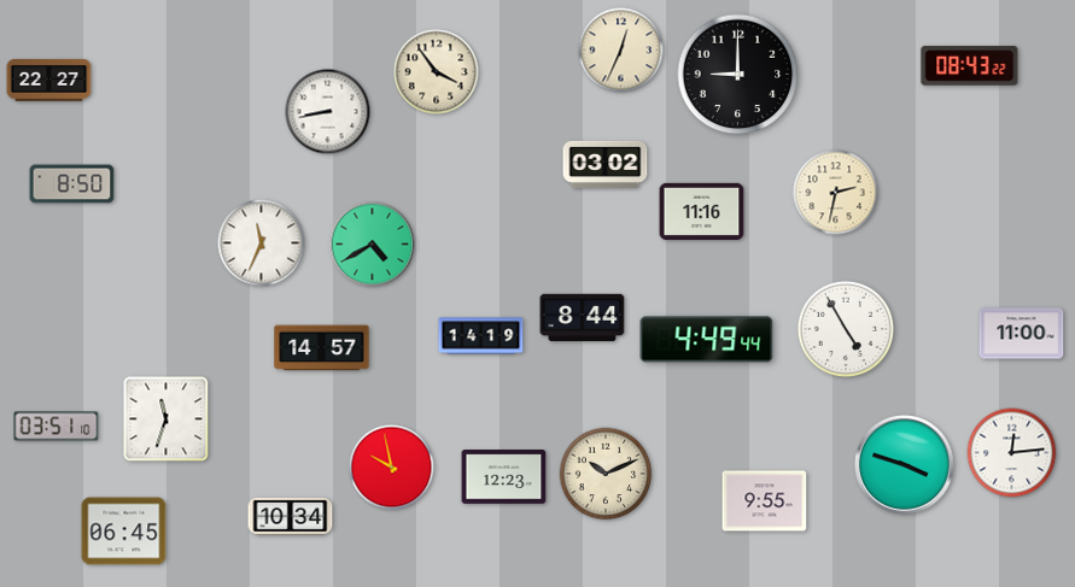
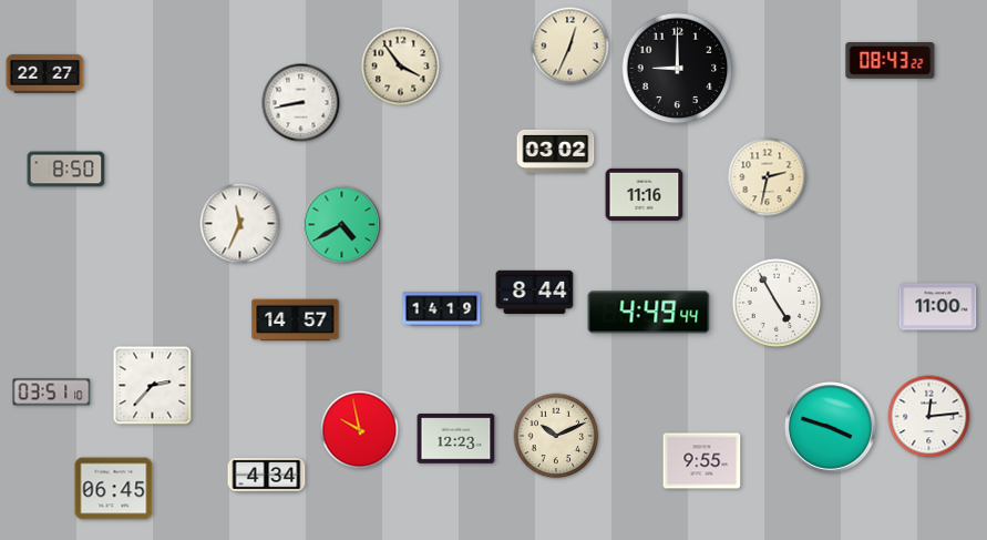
clock at (166, 419): 11:33 -> 2:37
clock at (504, 477) position: (504, 477) -> (456, 439)
clock at (291, 516): 10:34 -> 4:34
